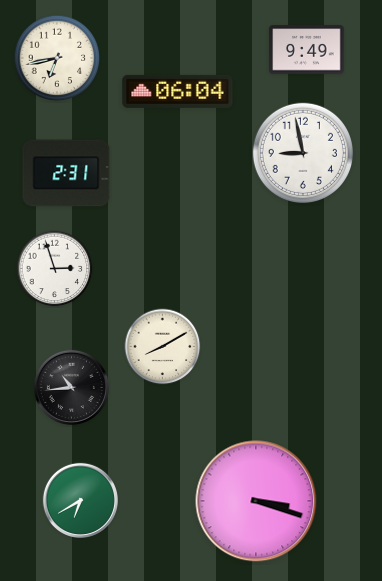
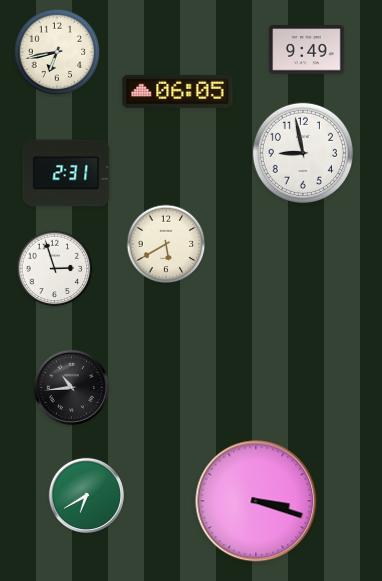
clock at (57, 58) position: (57, 58) -> (57, 52)
clock at (178, 91): 06:04 -> 06:05
clock at (166, 244): none -> 5:40
clock at (163, 347): 8:10 -> none
clock at (80, 500) position: (80, 500) -> (86, 495)
